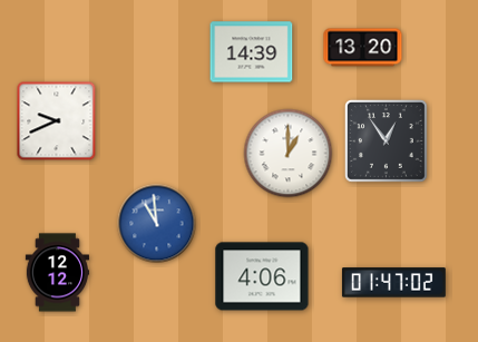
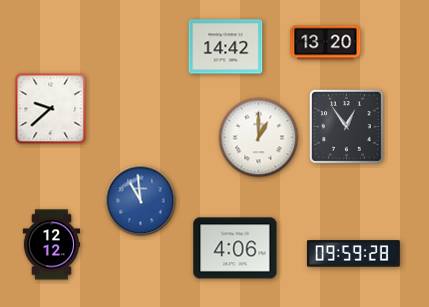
clock at (252, 52): 14:39 -> 14:42
clock at (57, 121): 9:41 -> 9:38
clock at (393, 283): 01:47 -> 09:59
